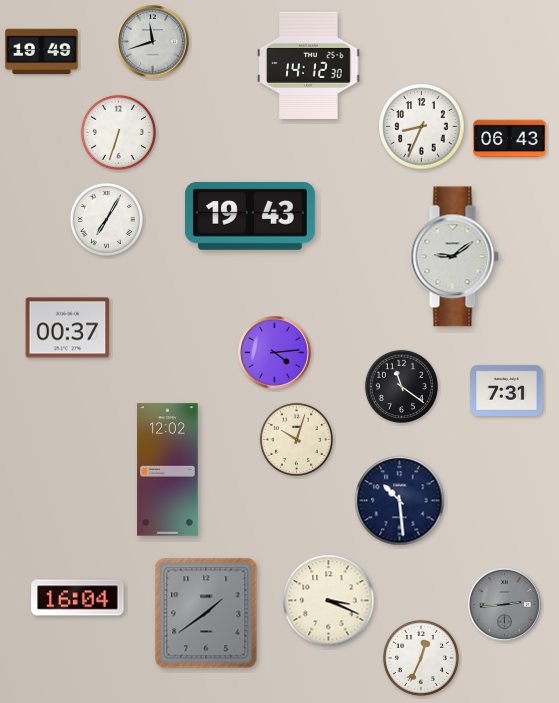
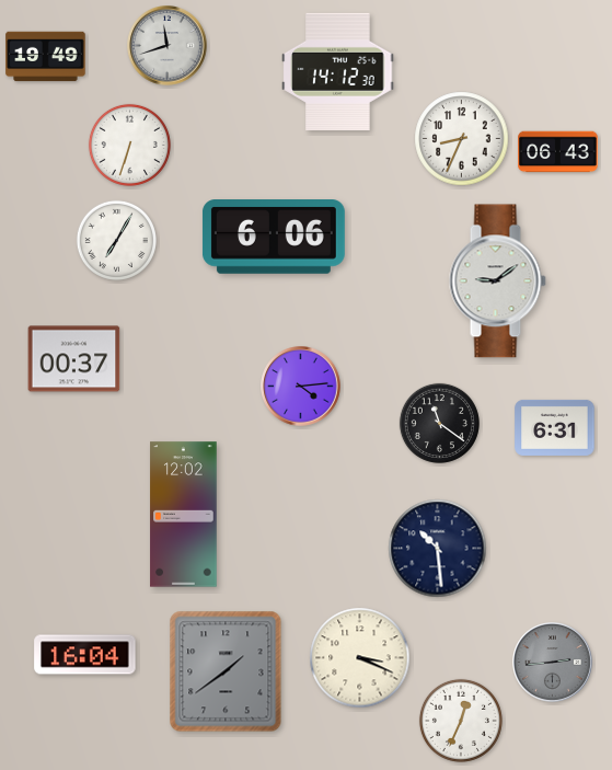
clock at (250, 217): 19:43 -> 6:06
clock at (507, 390): 7:31 -> 6:31
clock at (296, 439): 10:03 -> none
